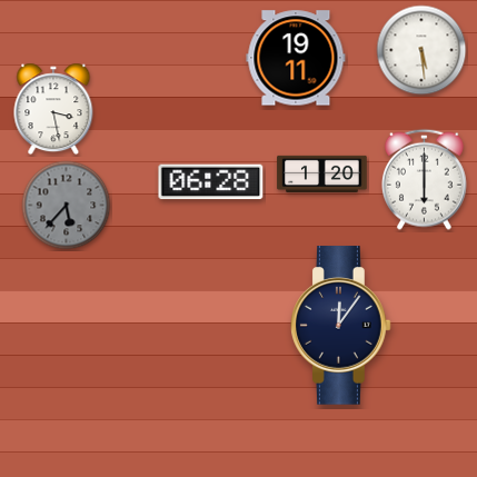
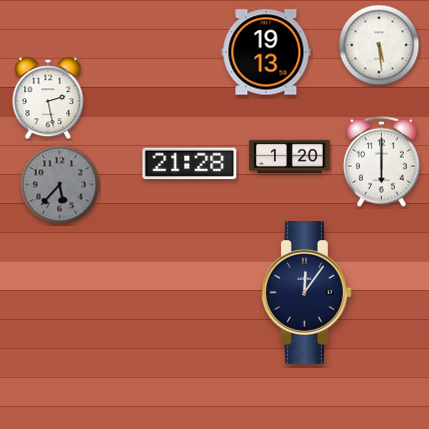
clock at (296, 58): 19:11 -> 19:13
clock at (53, 109): 3:28 -> 2:28
clock at (211, 182): 06:28 -> 21:28
